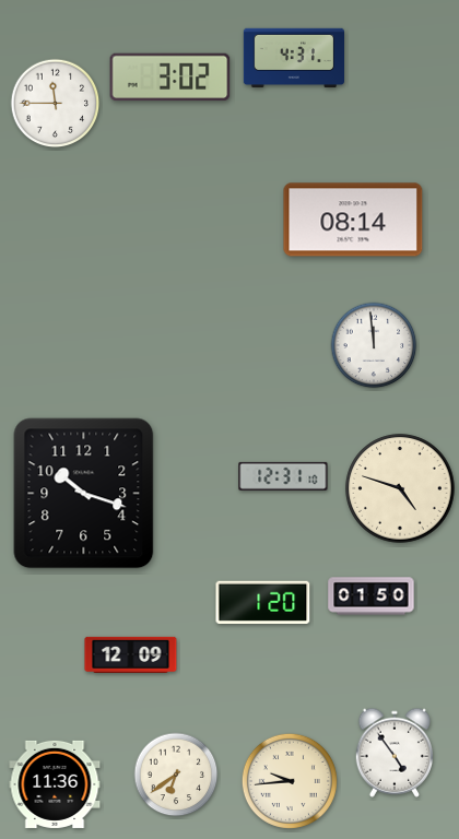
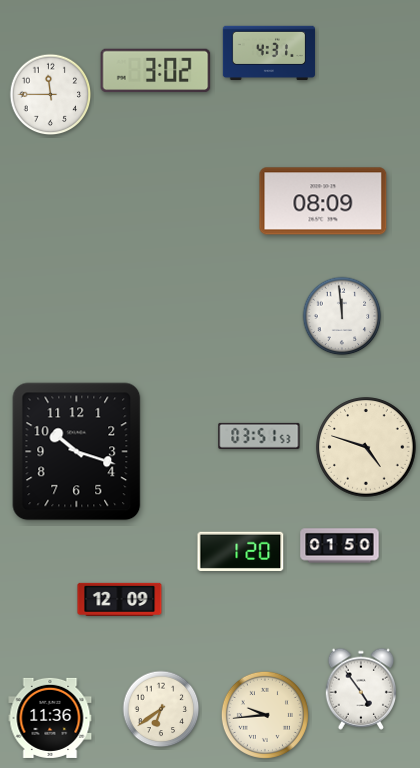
clock at (353, 220): 08:14 -> 08:09
clock at (283, 476): 12:31 -> 03:51
